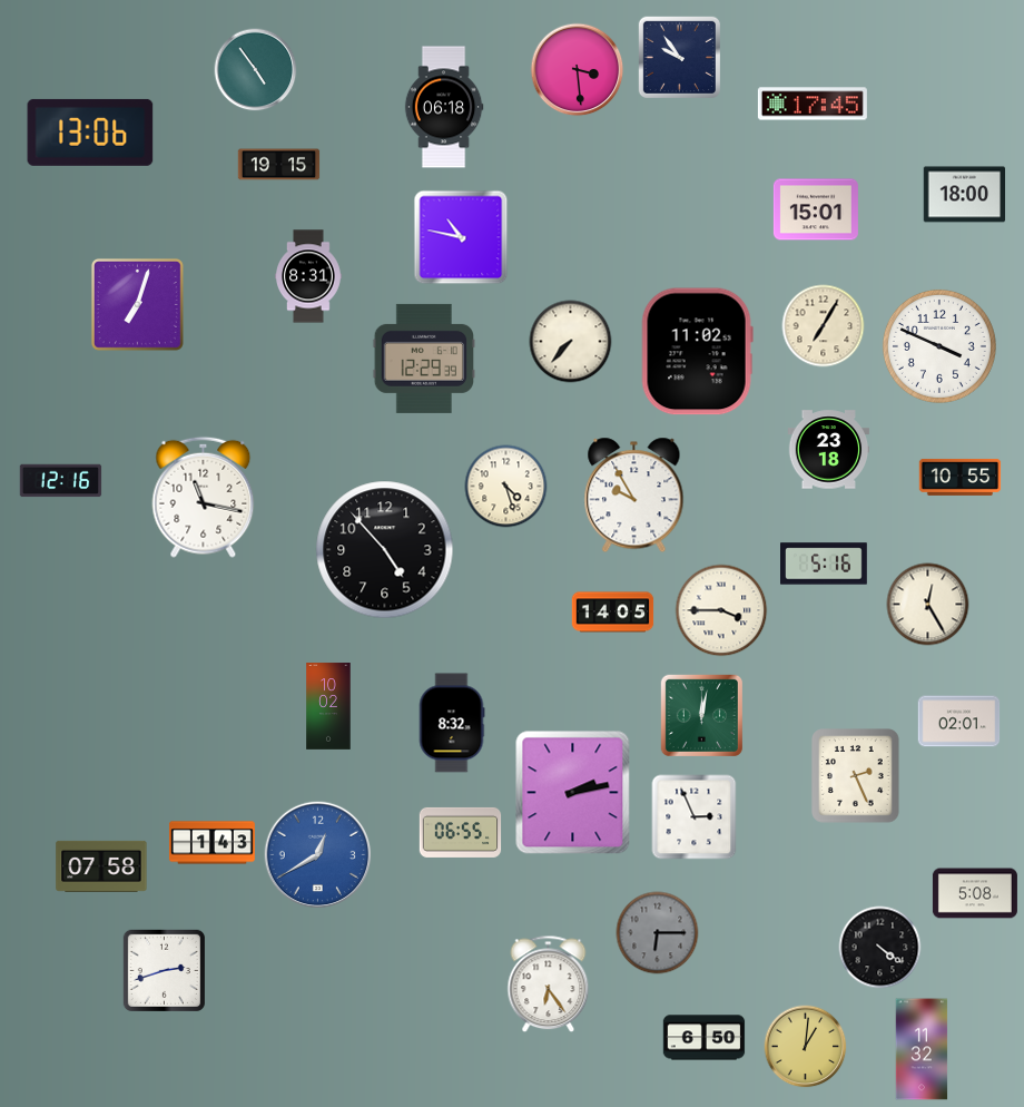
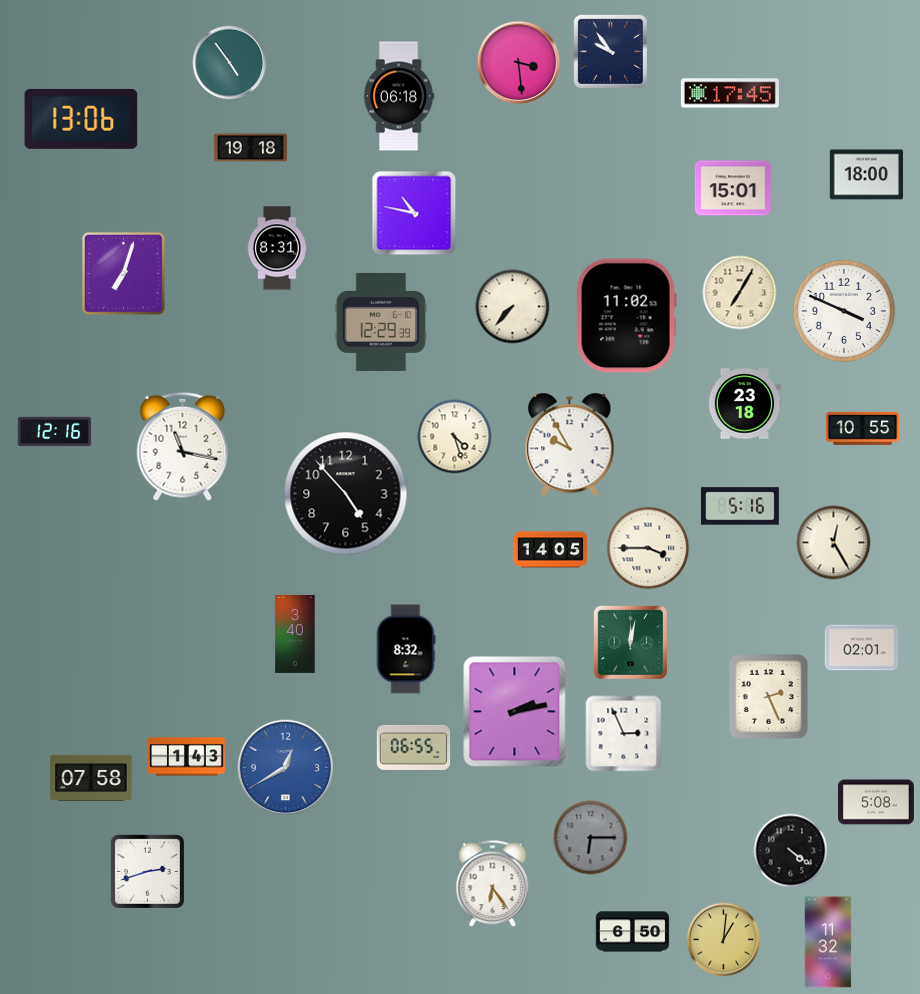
clock at (279, 165): 19:15 -> 19:18
clock at (328, 706): 10:02 -> 3:40
clock at (211, 843) position: (211, 843) -> (186, 757)
